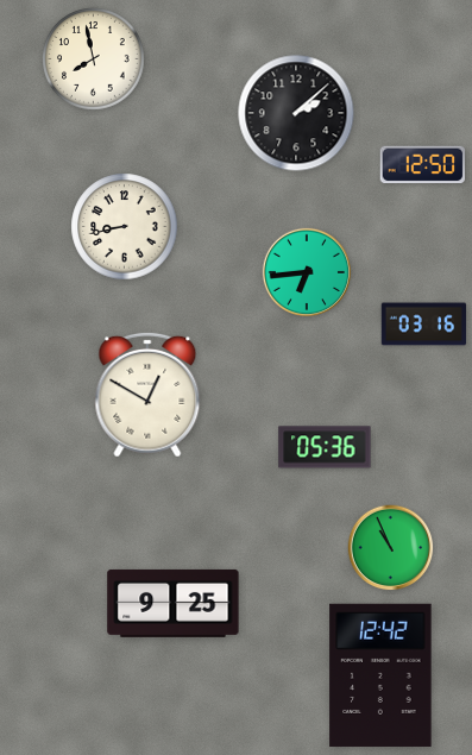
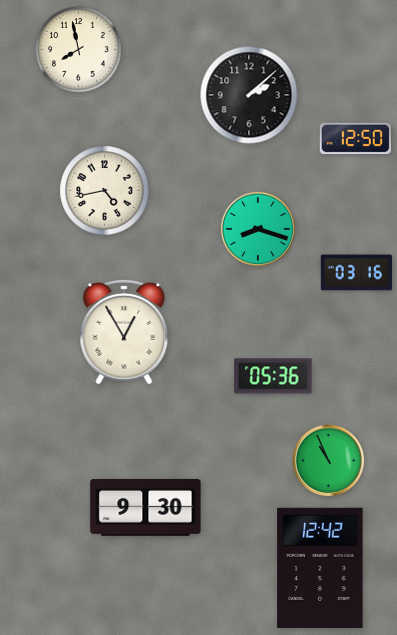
clock at (125, 227): 8:43 -> 4:43
clock at (306, 271): 6:44 -> 8:18
clock at (147, 395): 12:50 -> 12:55
clock at (174, 603): 9:25 -> 9:30
